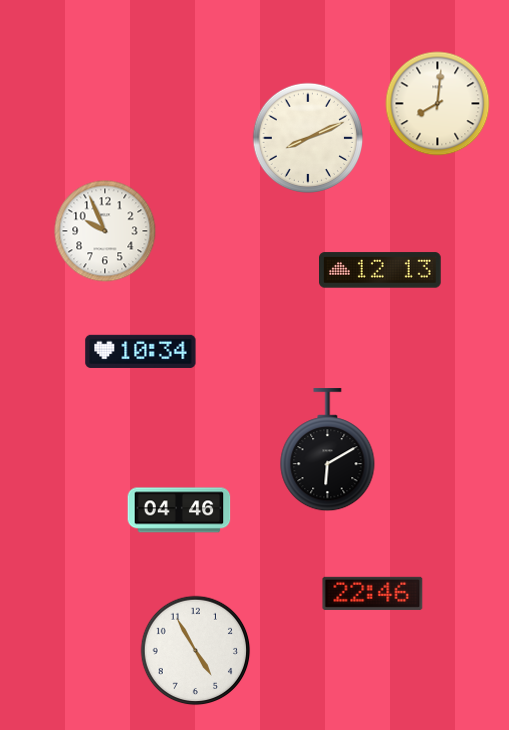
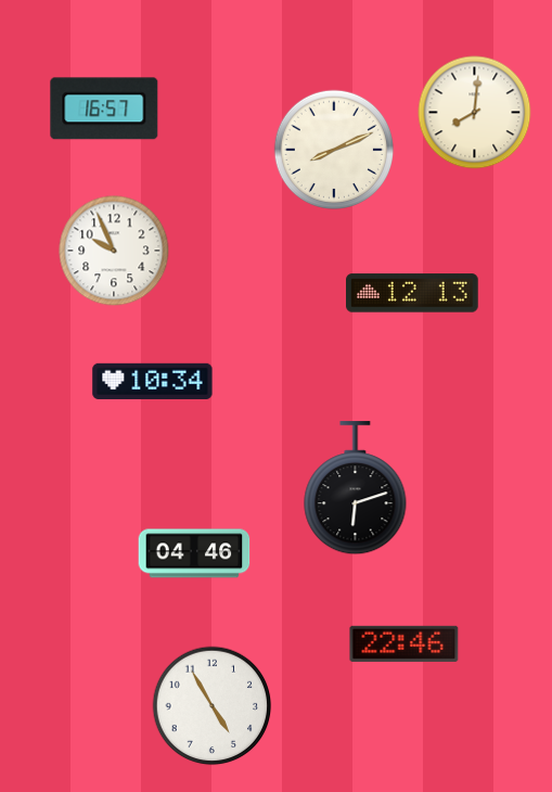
clock at (104, 108): none -> 16:57
clock at (328, 450): 6:10 -> 6:12
